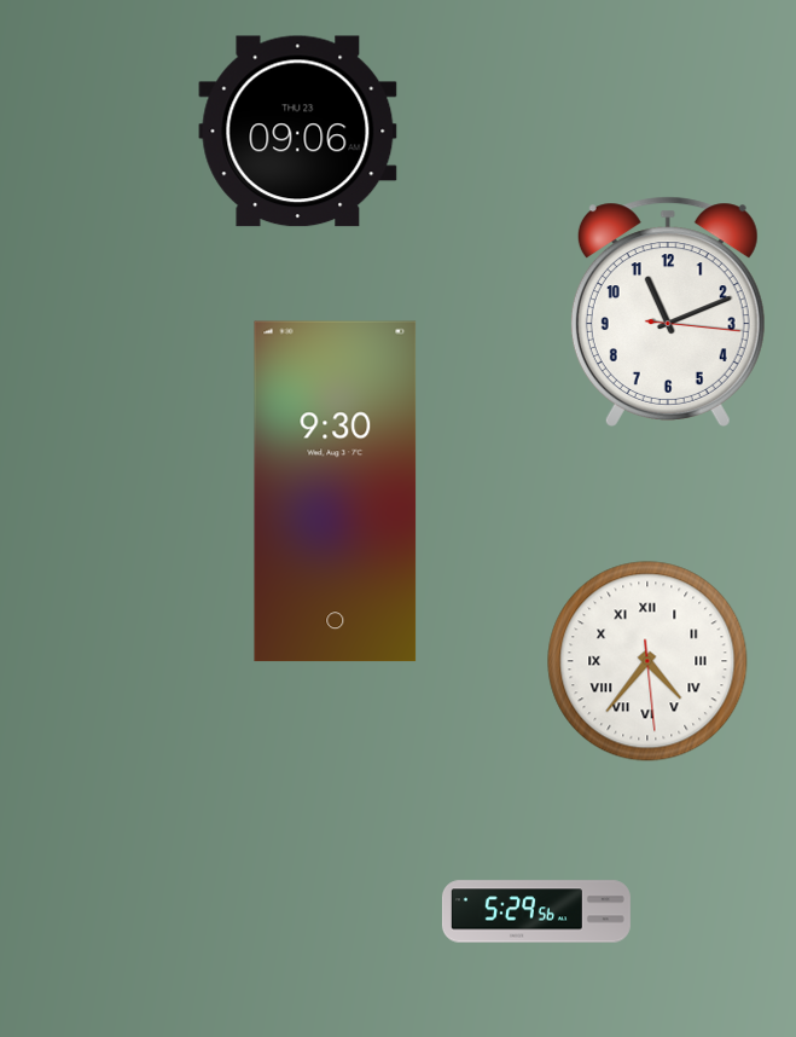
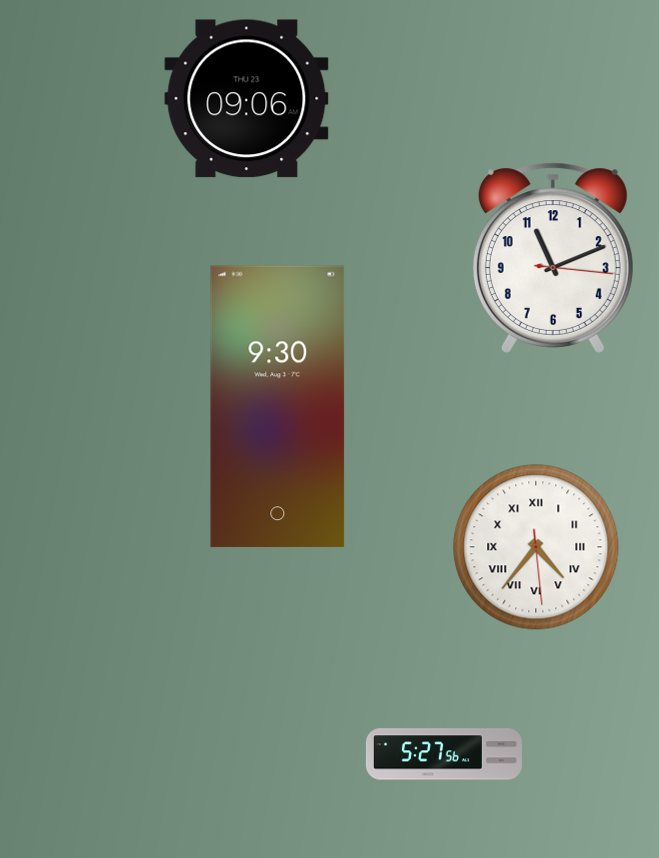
clock at (298, 132) position: (298, 132) -> (247, 99)
clock at (536, 911): 5:29 -> 5:27
